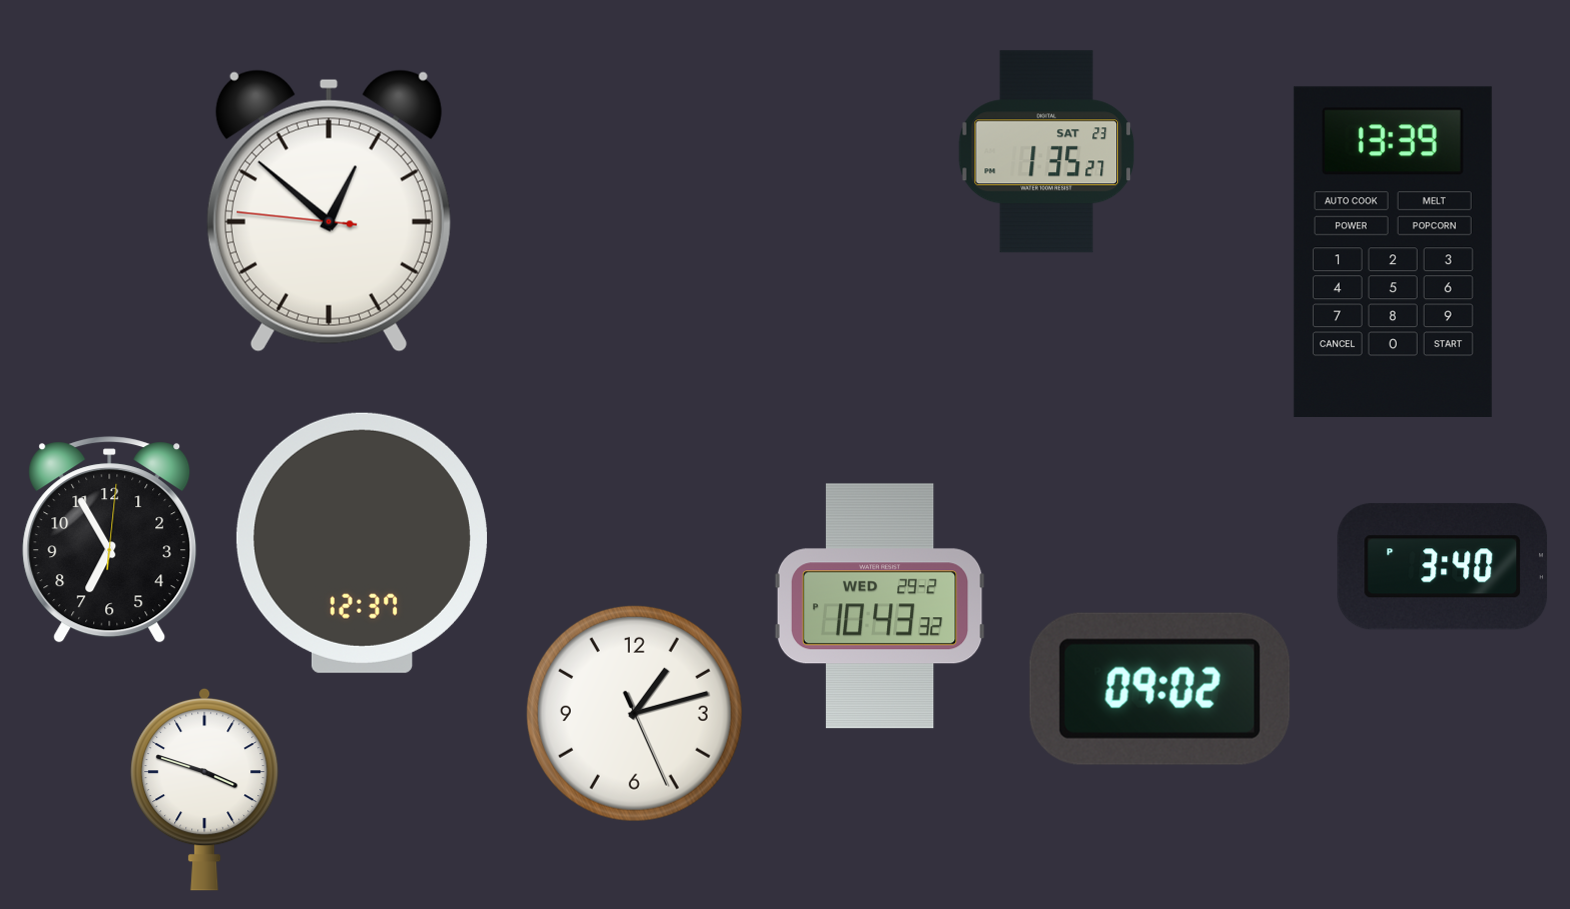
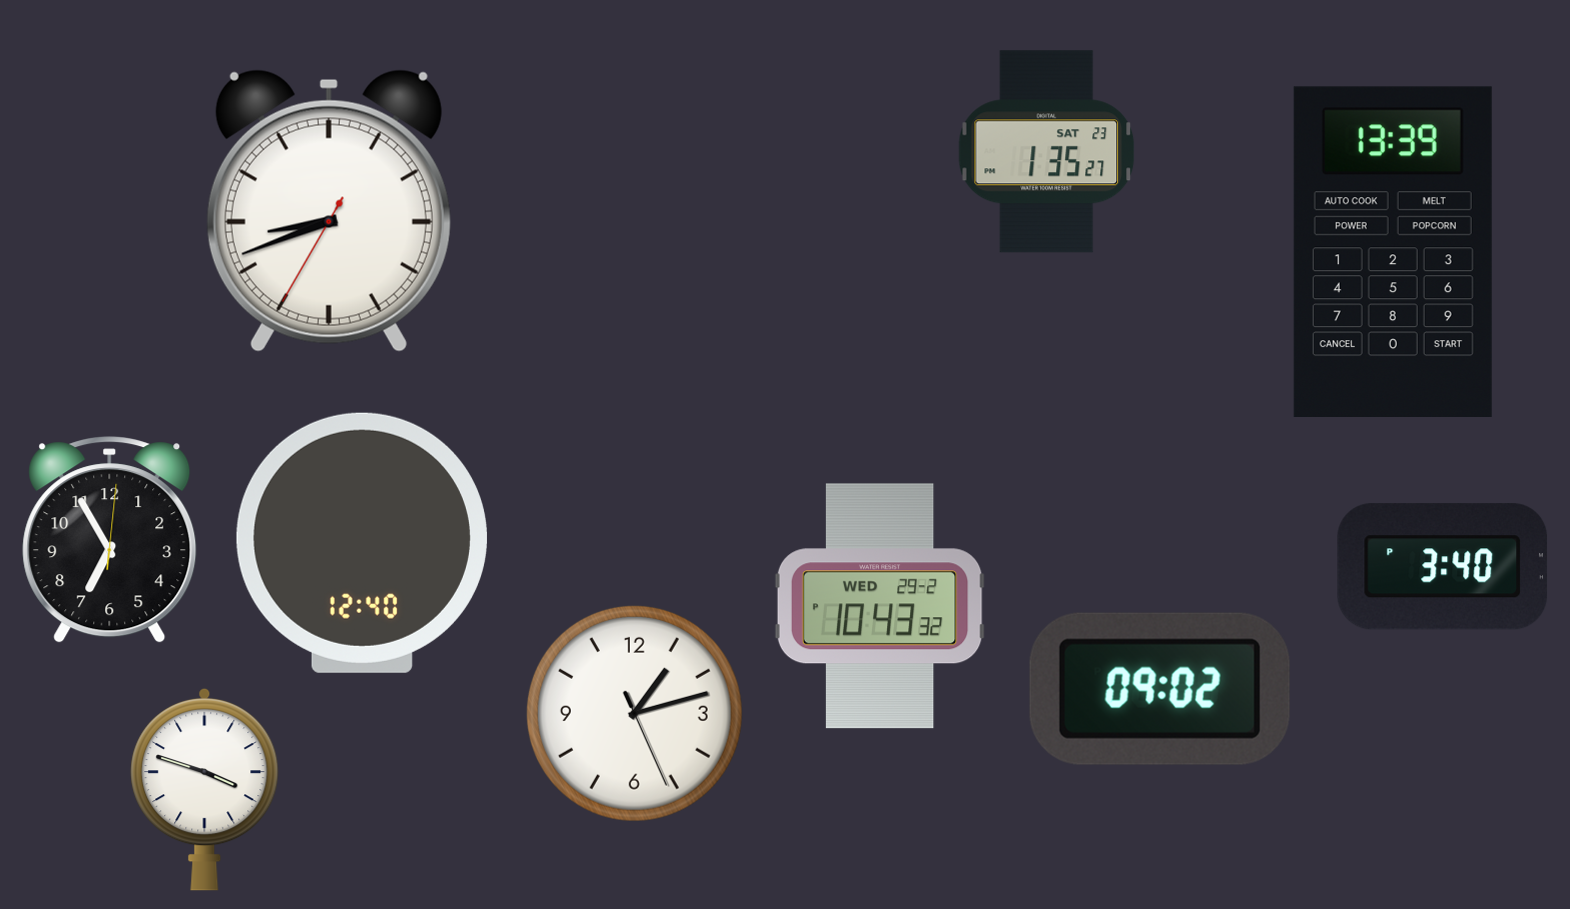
clock at (329, 211): 12:51 -> 8:41
clock at (362, 543): 12:37 -> 12:40
